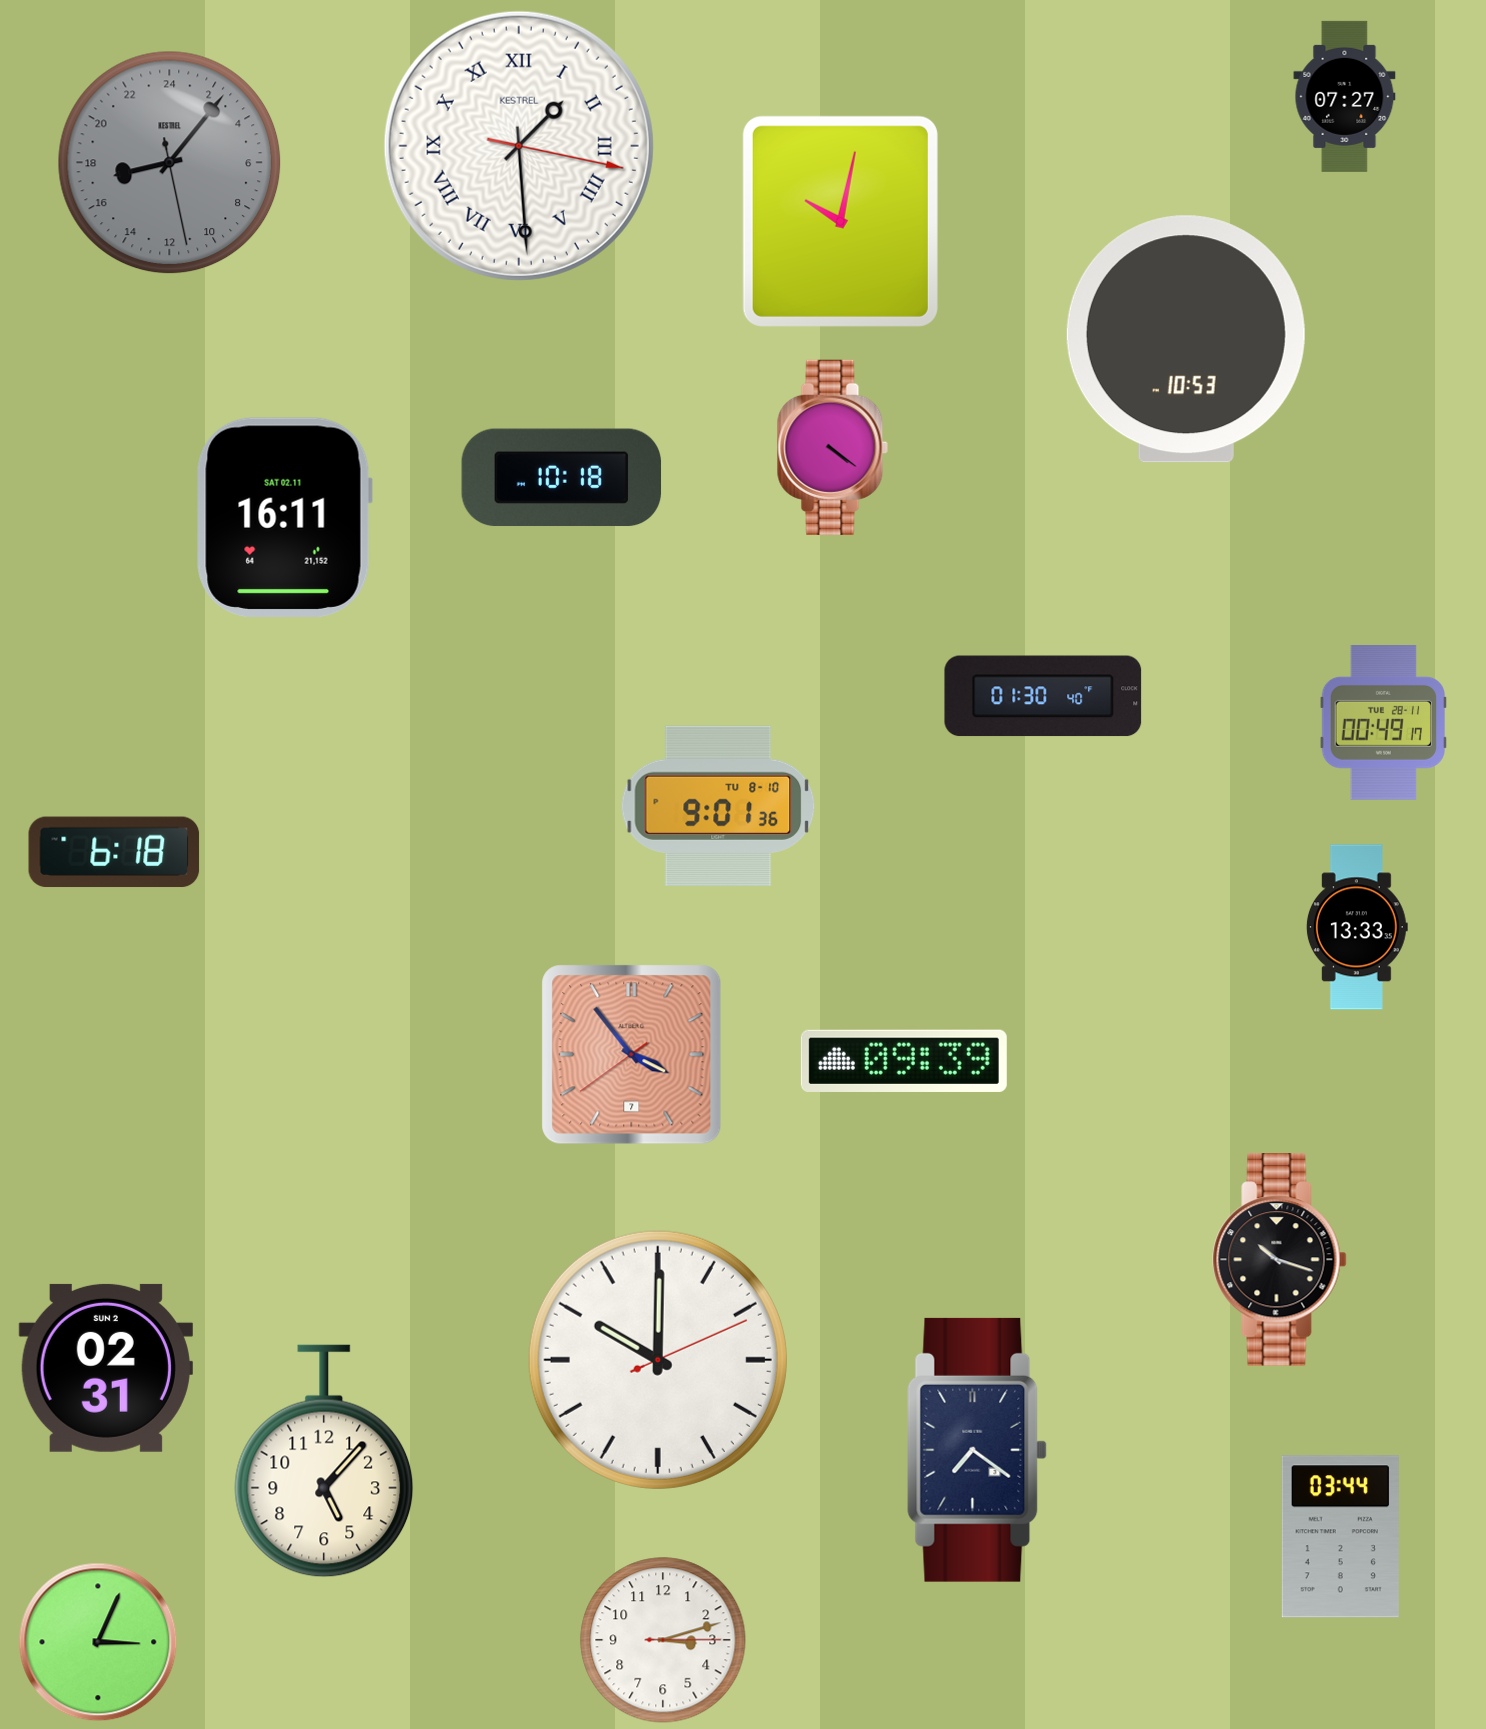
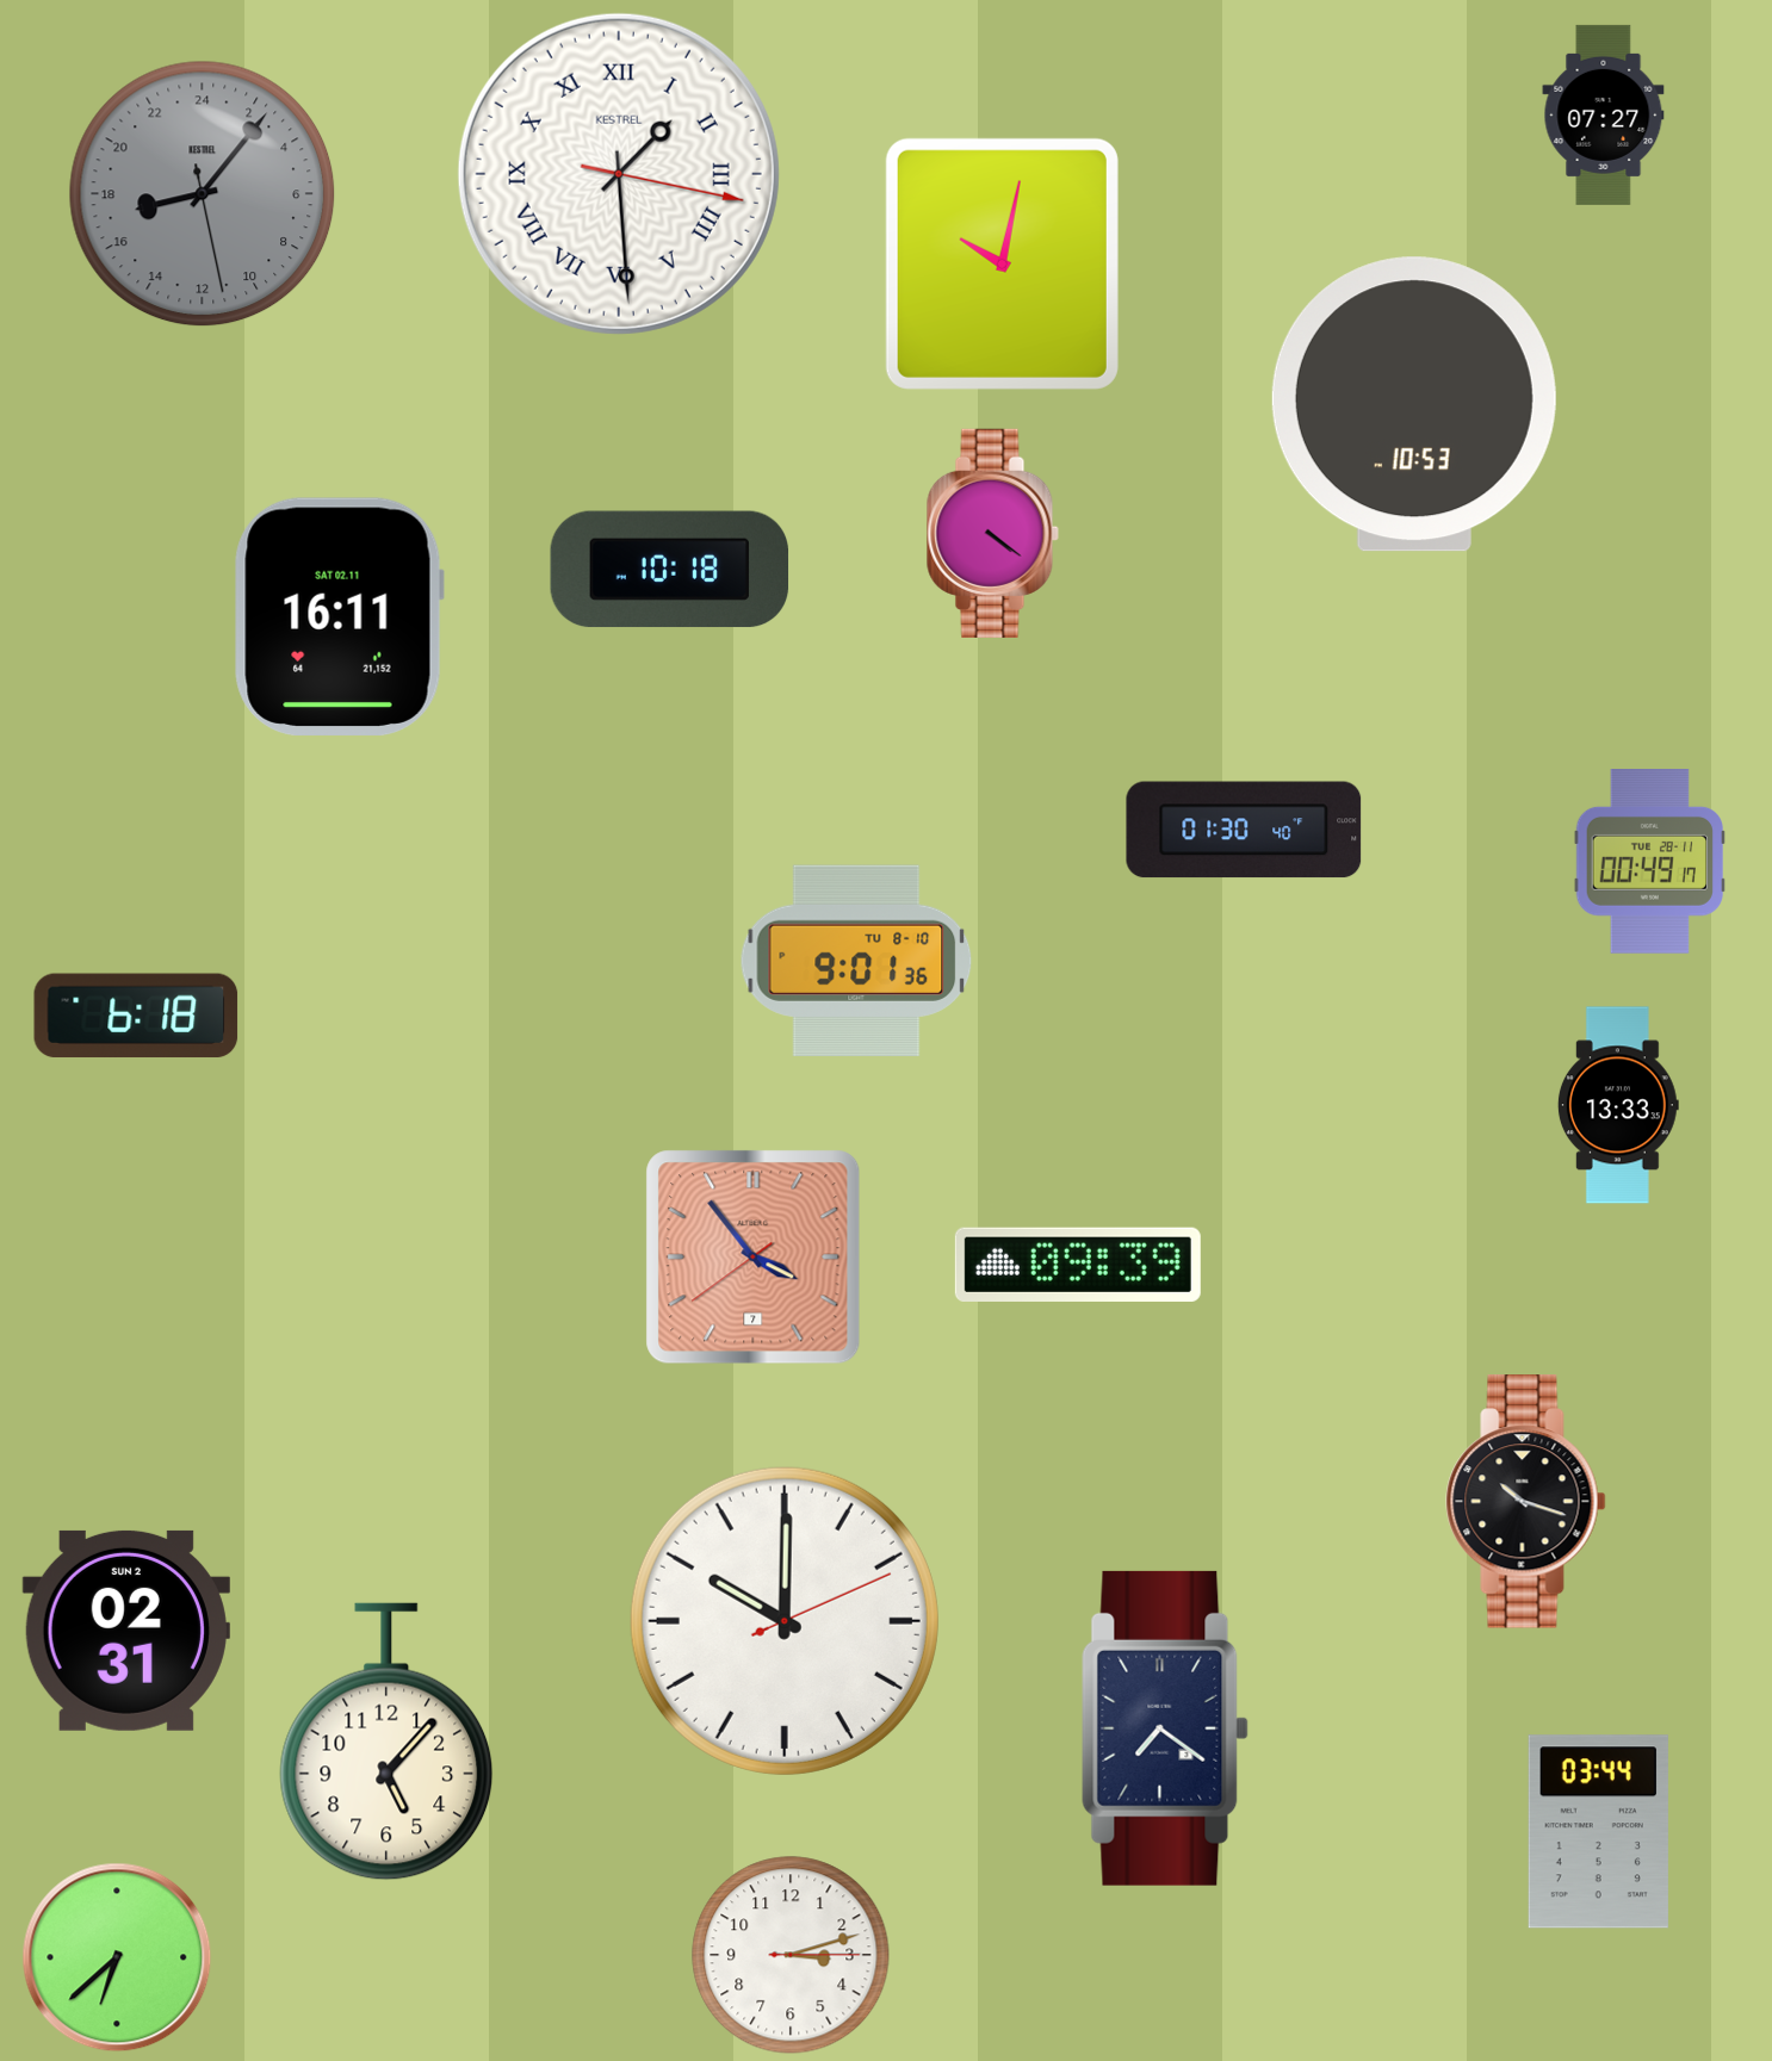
clock at (98, 1642): 3:04 -> 6:38
